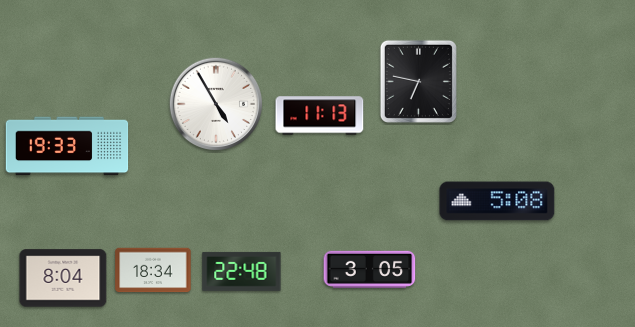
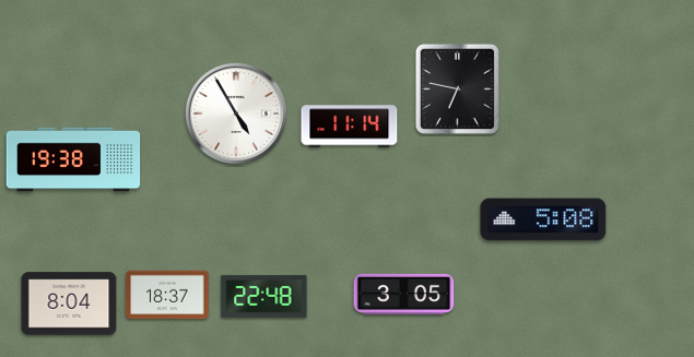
clock at (320, 116): 11:13 -> 11:14
clock at (67, 146): 19:33 -> 19:38
clock at (153, 270): 18:34 -> 18:37
